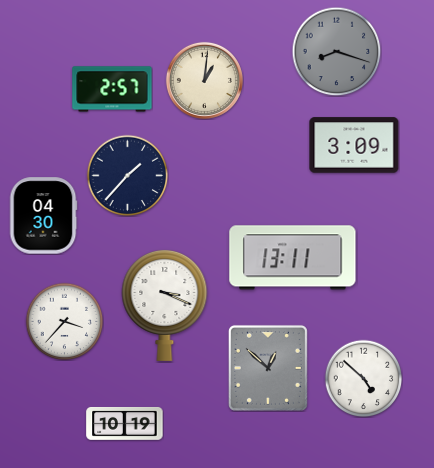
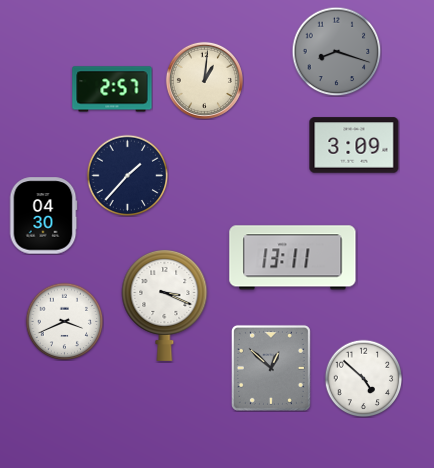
clock at (64, 321): 3:37 -> 3:41
clock at (268, 368) position: (268, 368) -> (271, 368)
clock at (125, 423): 10:19 -> none
